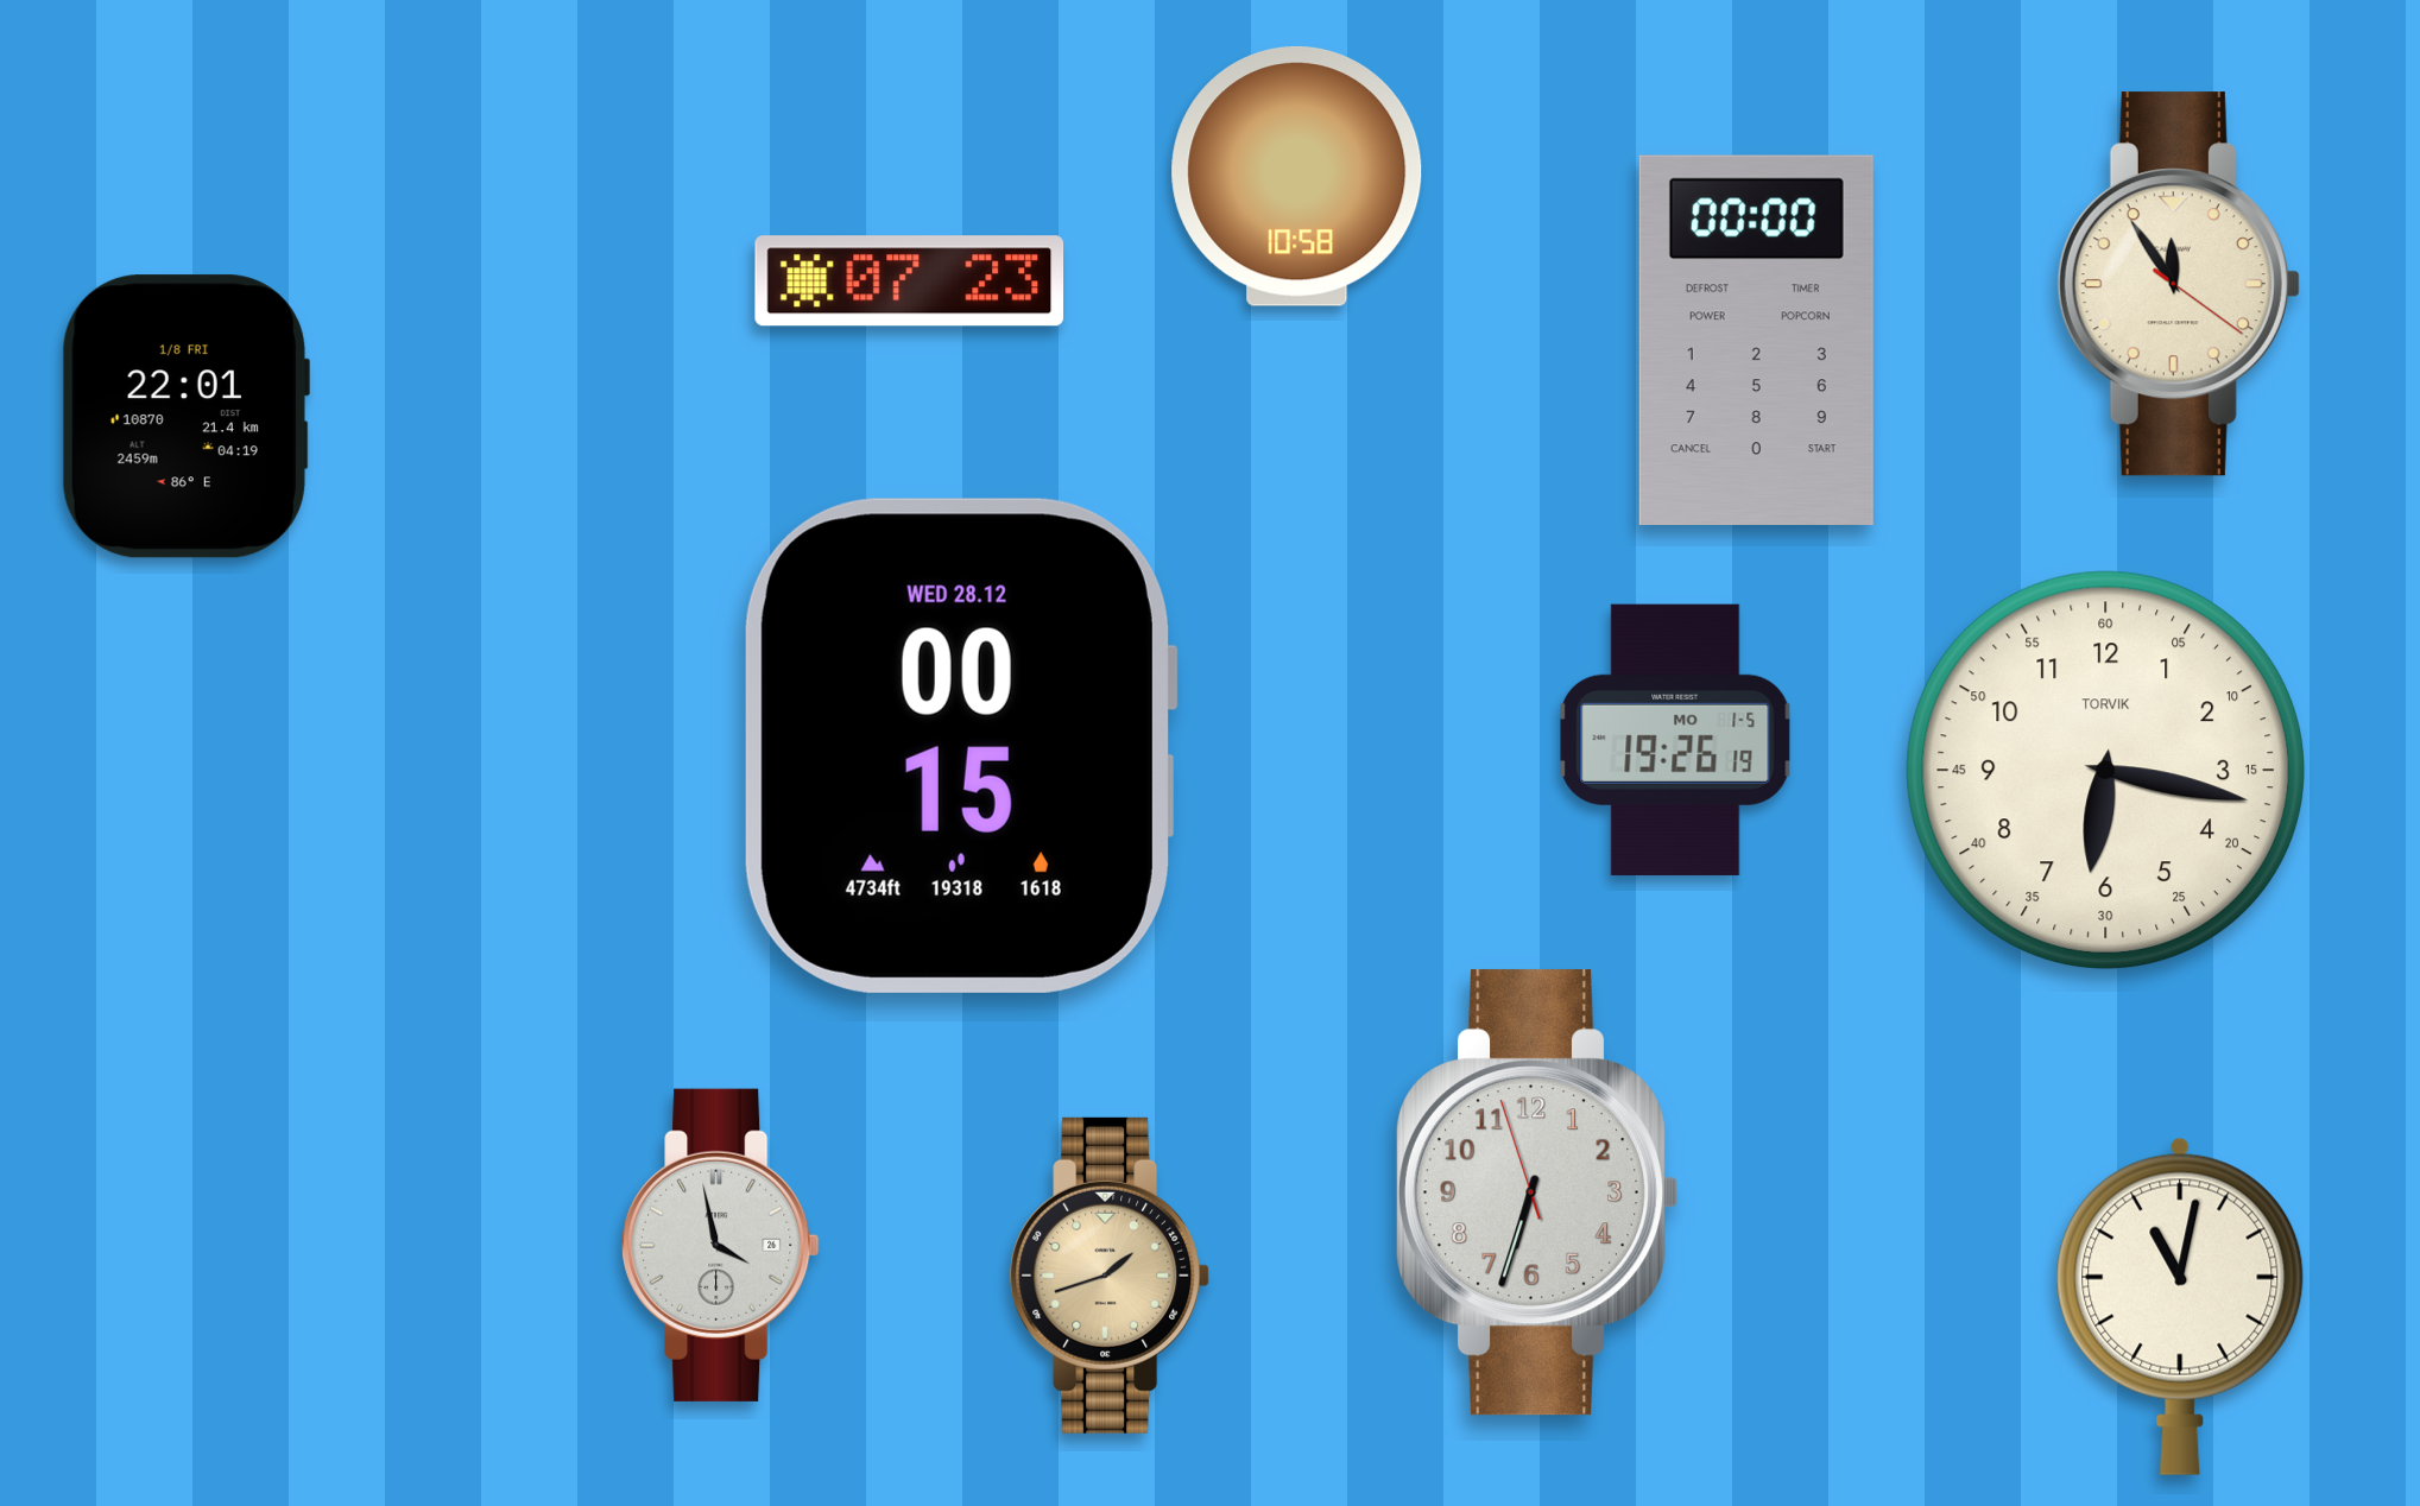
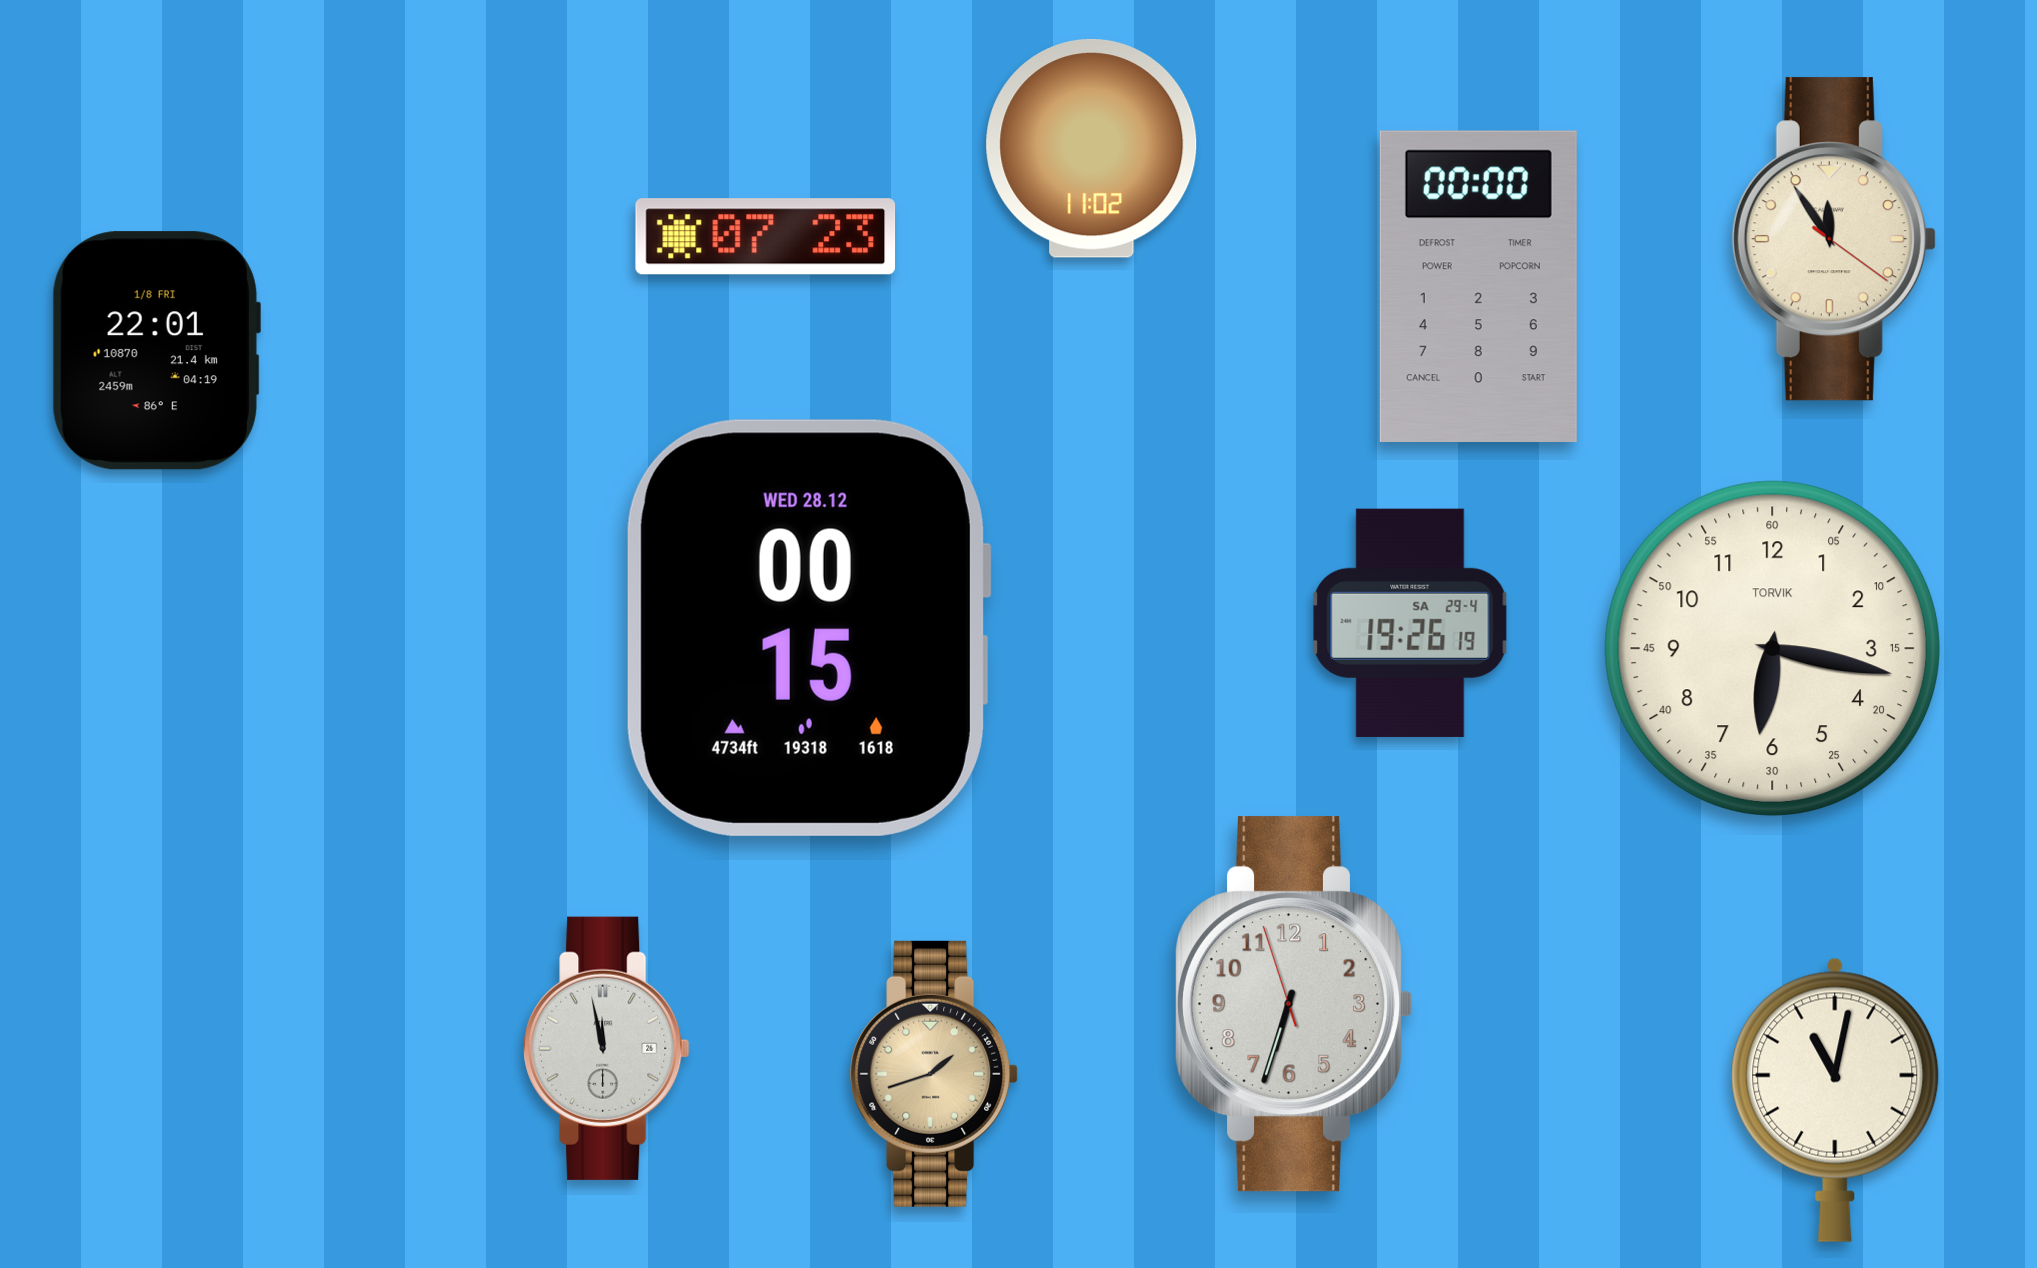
clock at (1297, 176): 10:58 -> 11:02
clock at (1675, 740) date: MO 1-5 -> SA 29-4
clock at (721, 1245): 3:58 -> 11:58
